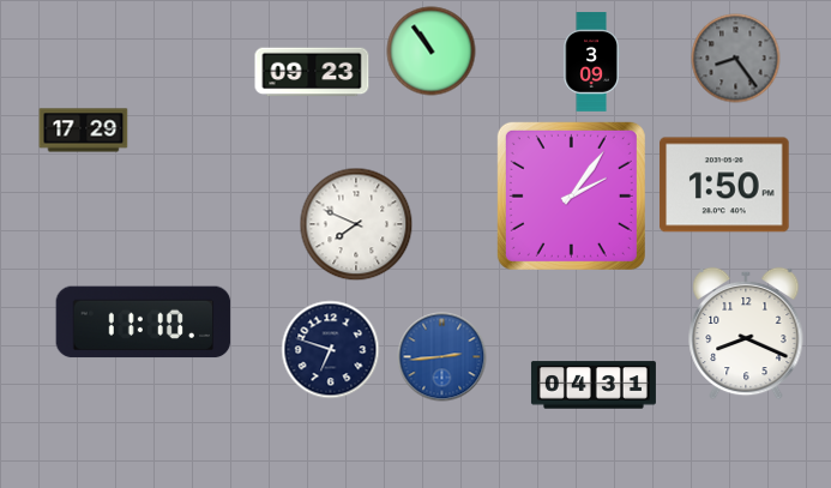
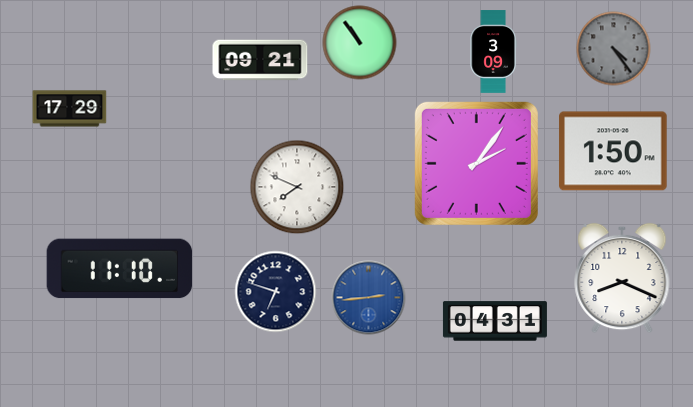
clock at (736, 59): 8:24 -> 4:24
clock at (312, 72): 09:23 -> 09:21
clock at (724, 185) position: (724, 185) -> (613, 151)
